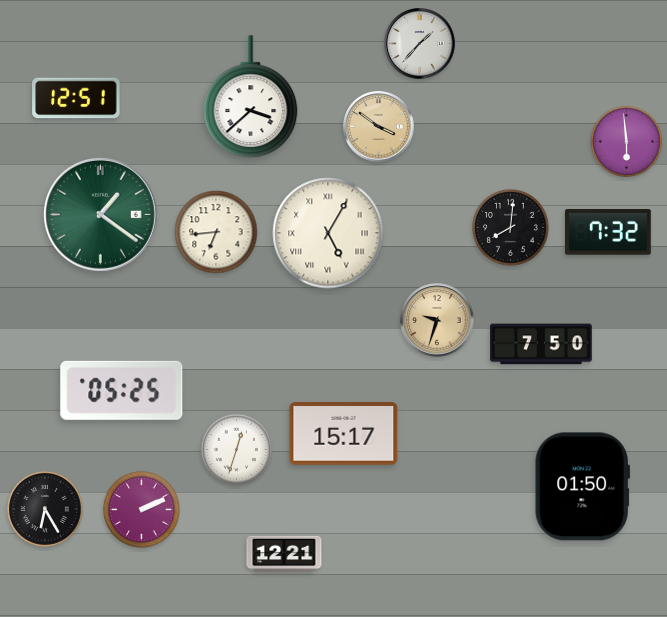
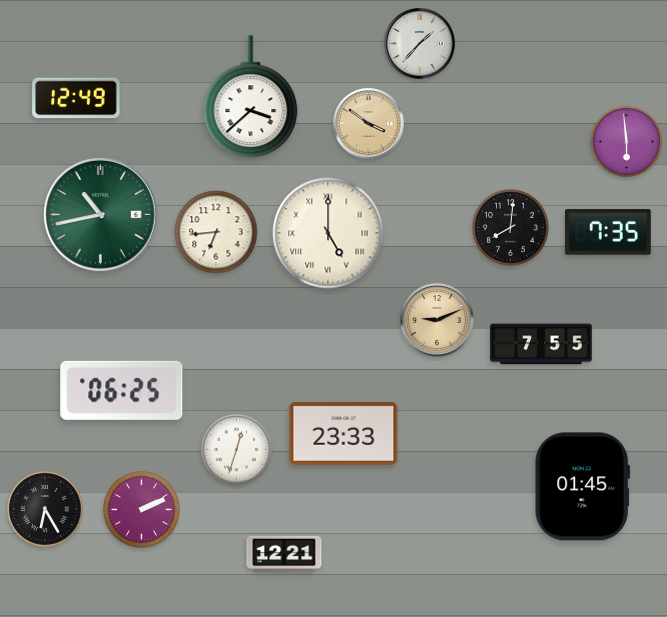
clock at (76, 98): 12:51 -> 12:49
clock at (379, 127) position: (379, 127) -> (369, 124)
clock at (100, 214): 1:21 -> 10:43
clock at (608, 232): 7:32 -> 7:35
clock at (328, 233): 5:05 -> 5:00
clock at (437, 320): 9:33 -> 9:11
clock at (541, 344): 7:50 -> 7:55
clock at (122, 390): 05:25 -> 06:25
clock at (344, 434): 15:17 -> 23:33
clock at (582, 487): 01:50 -> 01:45
